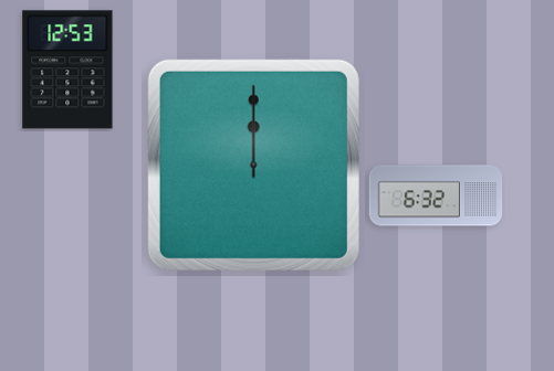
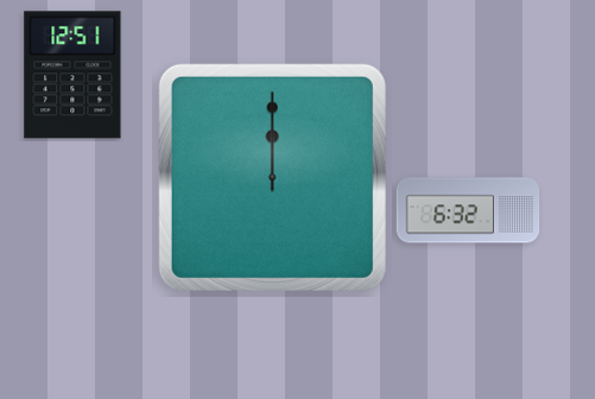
clock at (67, 70): 12:53 -> 12:51
